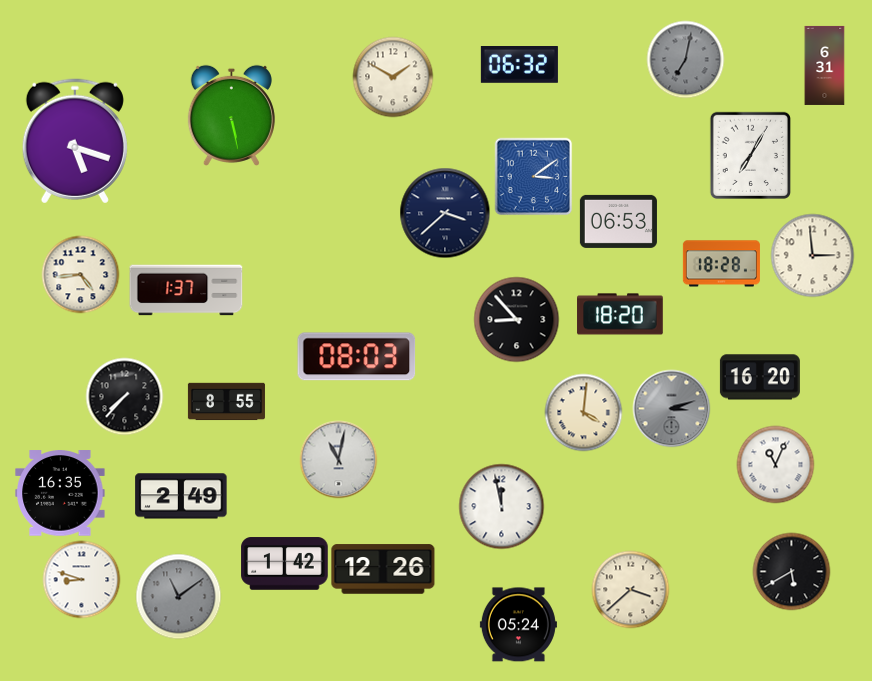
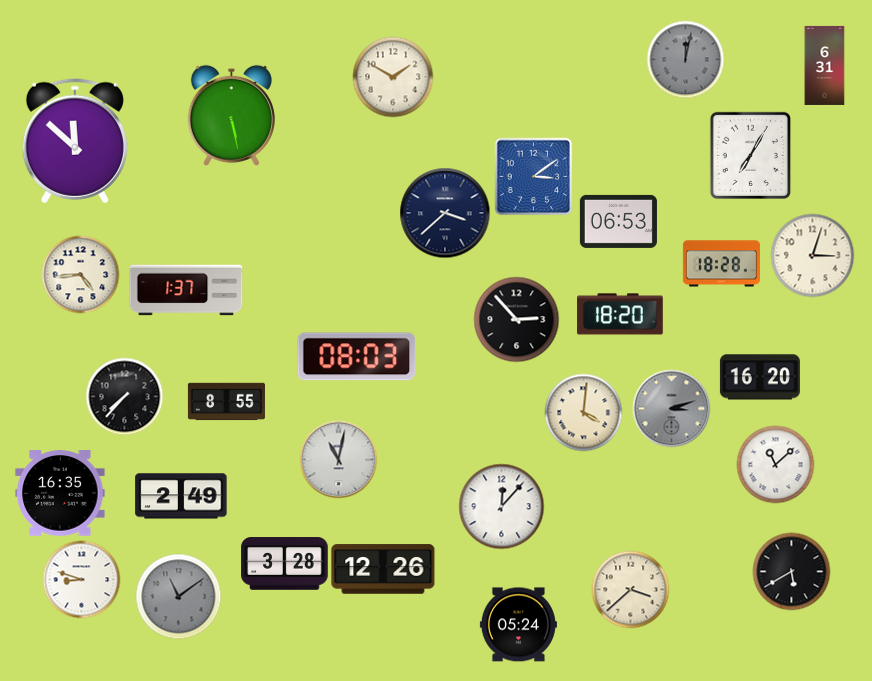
clock at (685, 59): 7:02 -> 12:02
clock at (519, 65): 06:32 -> none
clock at (75, 141): 5:18 -> 11:52
clock at (812, 255): 2:59 -> 3:03
clock at (516, 319): 8:53 -> 2:53
clock at (775, 464): 11:04 -> 11:08
clock at (501, 506): 11:58 -> 12:07
clock at (285, 564): 1:42 -> 3:28
